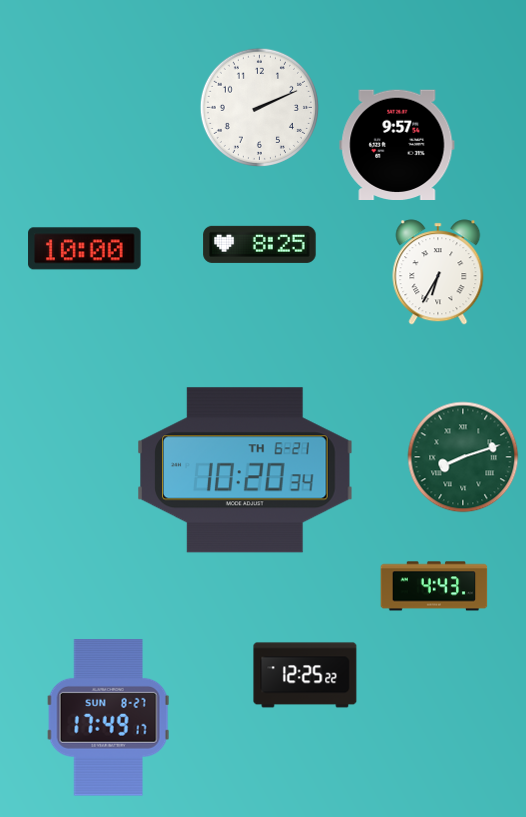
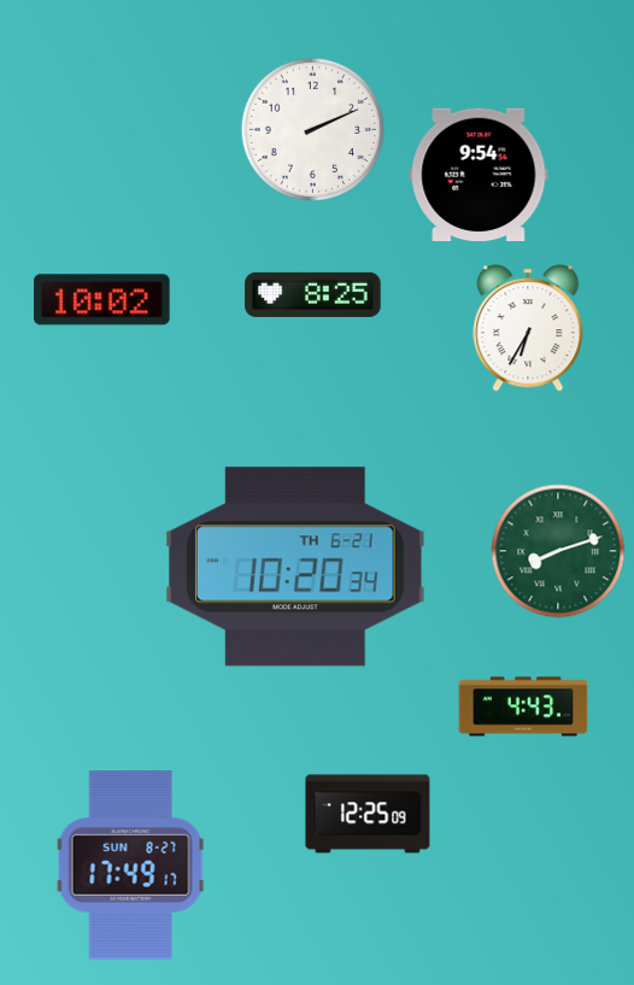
clock at (397, 144): 9:57 -> 9:54
clock at (85, 249): 10:00 -> 10:02
clock at (305, 675): 12:25:22 -> 12:25:09
